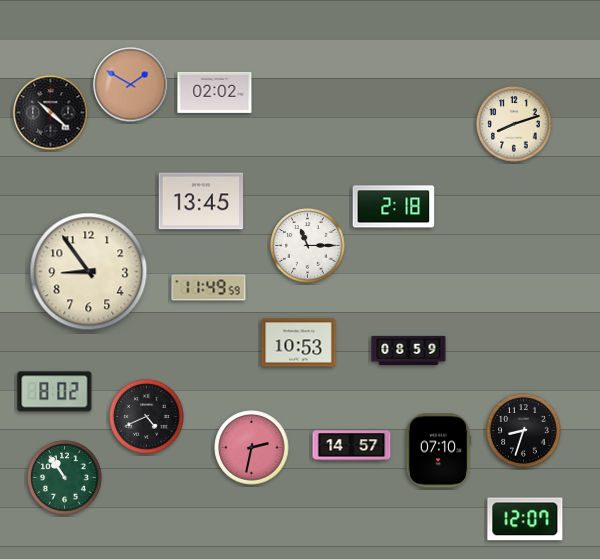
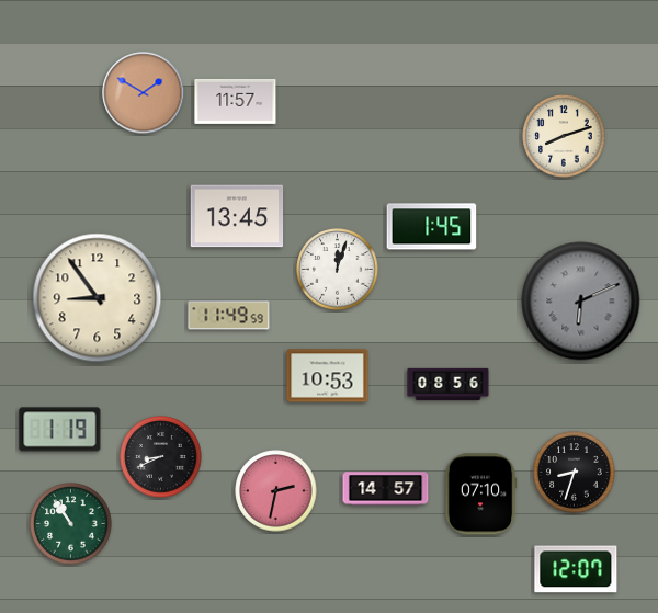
clock at (215, 92): 02:02 -> 11:57
clock at (51, 113): 10:22 -> none
clock at (201, 201) position: (201, 201) -> (237, 216)
clock at (394, 207): 2:18 -> 1:45
clock at (308, 246): 11:15 -> 12:03
clock at (581, 302): none -> 6:11
clock at (409, 350): 08:59 -> 08:56
clock at (55, 392): 8:02 -> 1:19
clock at (147, 417): 4:41 -> 8:41
